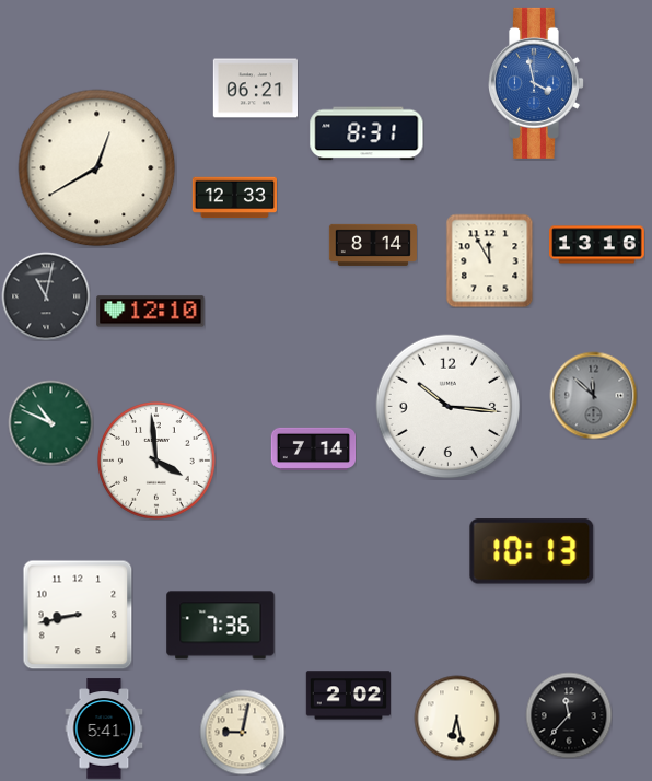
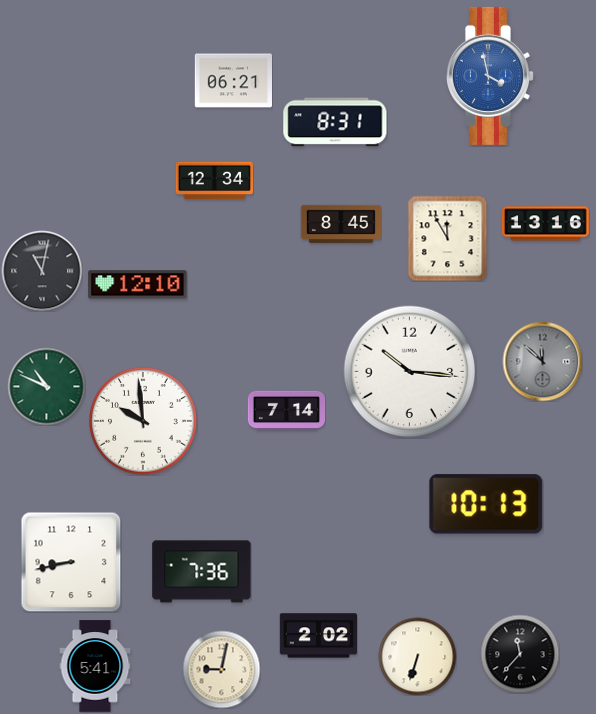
clock at (97, 168): 12:40 -> none
clock at (234, 198): 12:33 -> 12:34
clock at (373, 245): 8:14 -> 8:45
clock at (158, 462): 3:59 -> 9:59
clock at (456, 718): 6:28 -> 6:33
